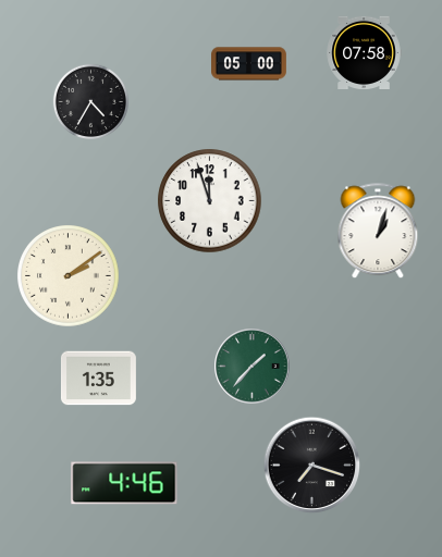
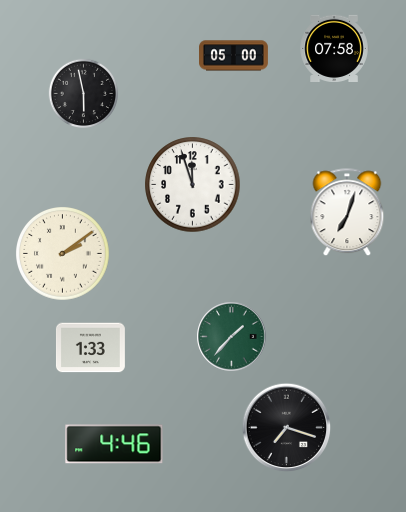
clock at (249, 64) position: (249, 64) -> (234, 56)
clock at (90, 101): 4:35 -> 5:58
clock at (378, 232): 1:03 -> 7:03
clock at (98, 379): 1:35 -> 1:33
